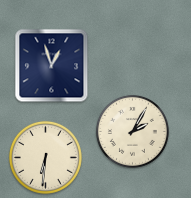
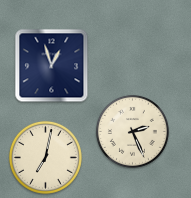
clock at (132, 131): 2:05 -> 2:26
clock at (45, 157): 6:31 -> 7:02
